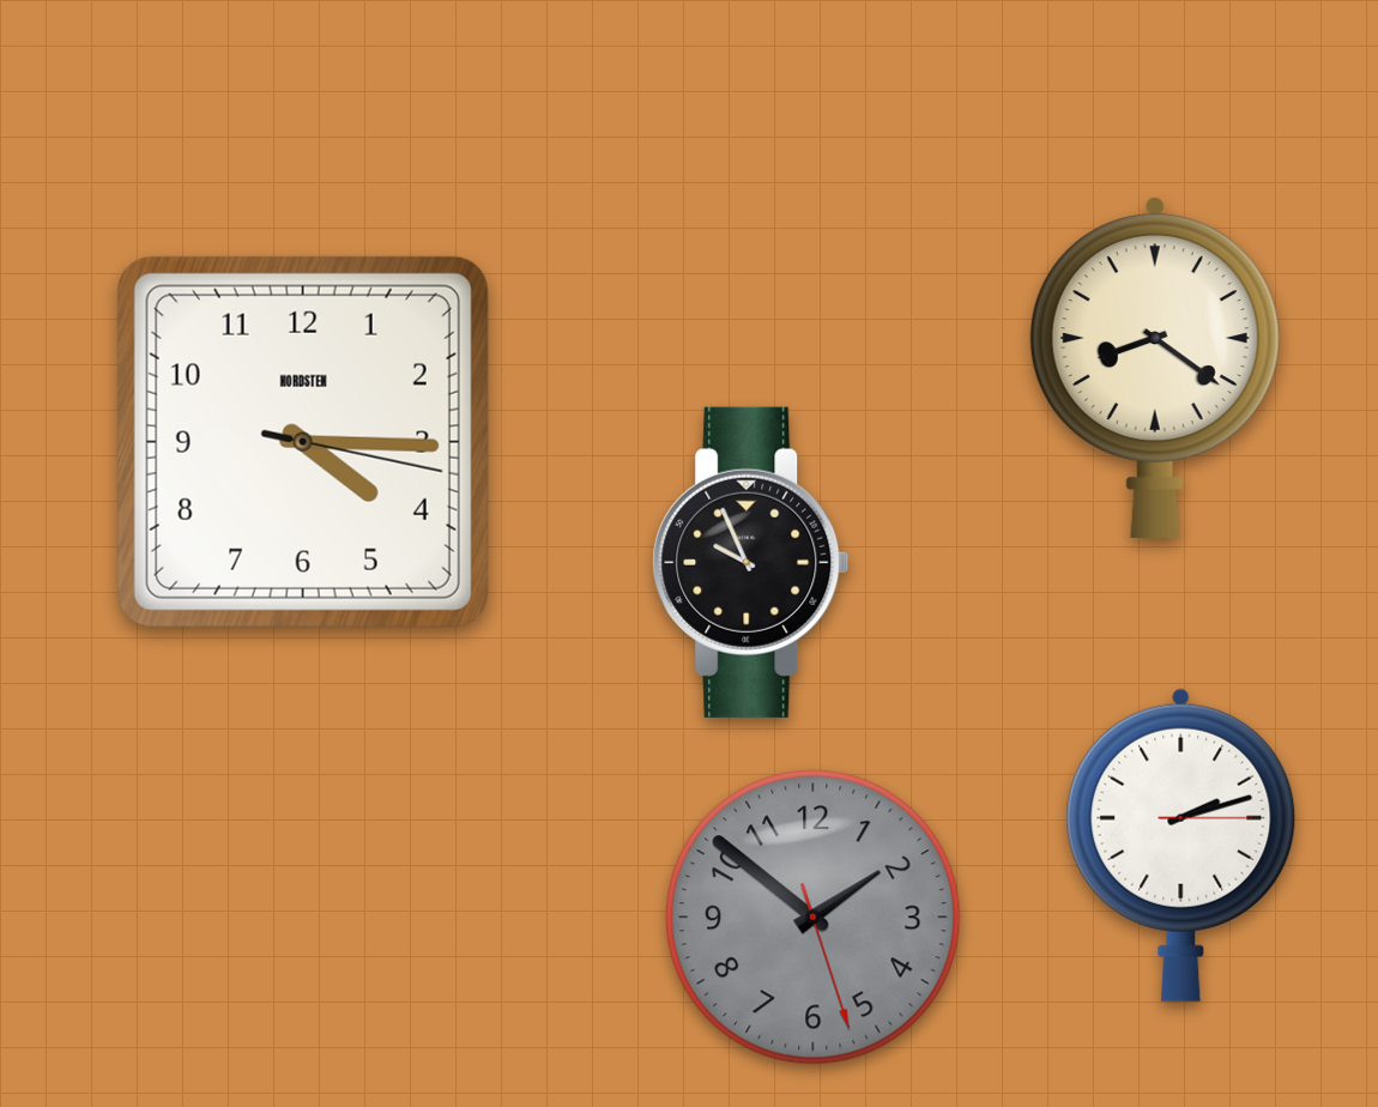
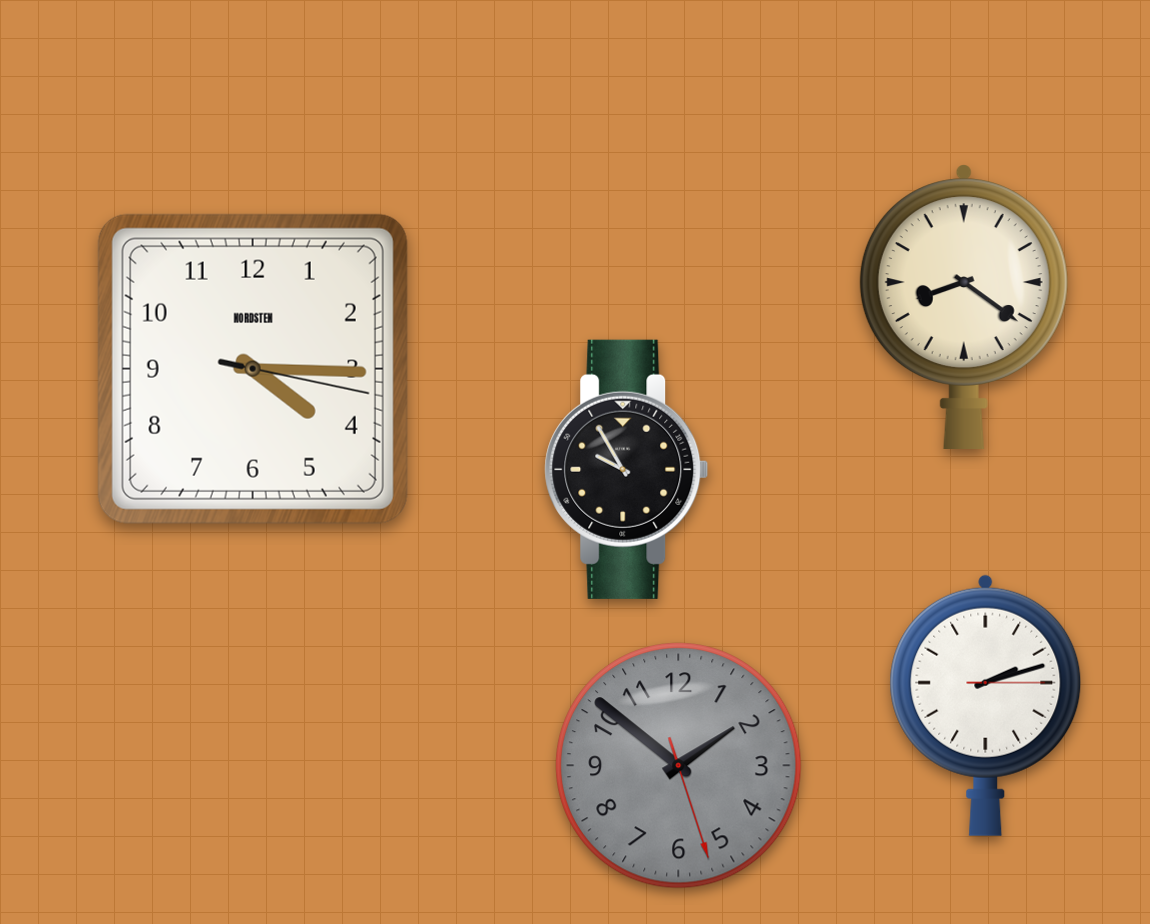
clock at (751, 562): 9:56 -> 9:55
